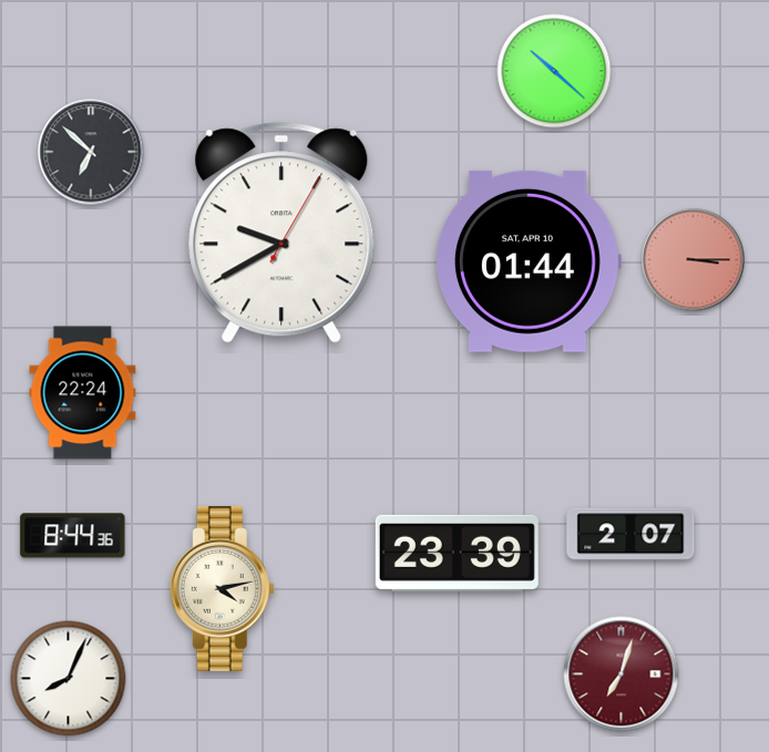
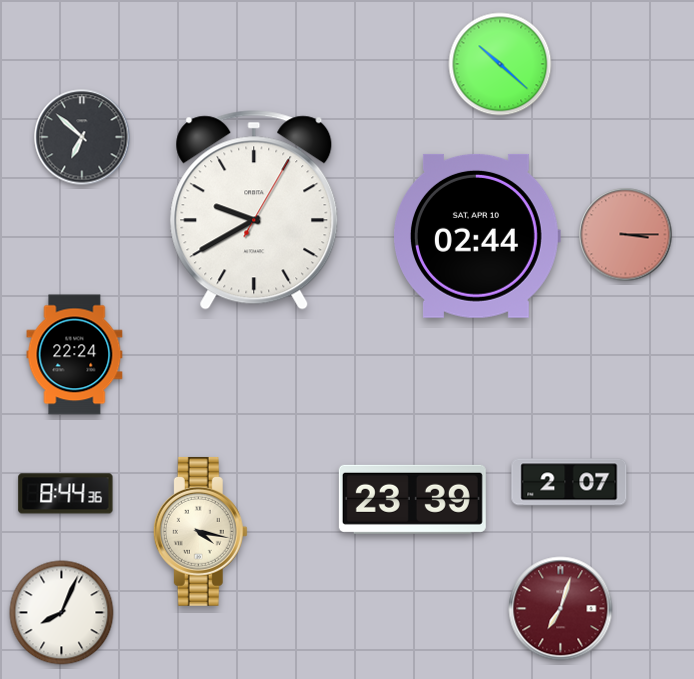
clock at (529, 261): 01:44 -> 02:44
clock at (73, 536) position: (73, 536) -> (66, 494)
clock at (222, 588): 4:13 -> 4:17
